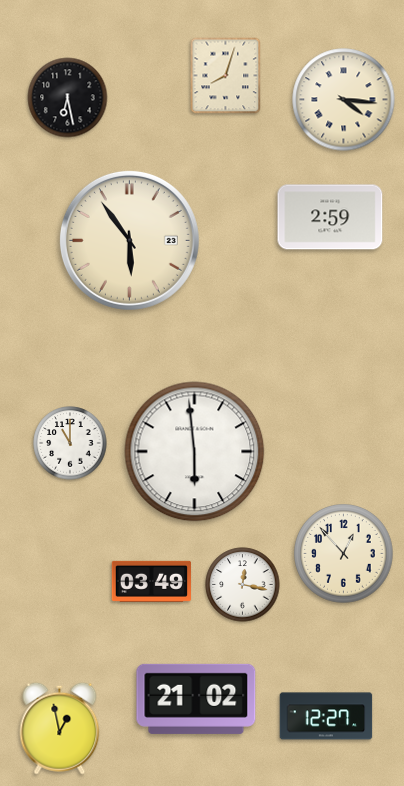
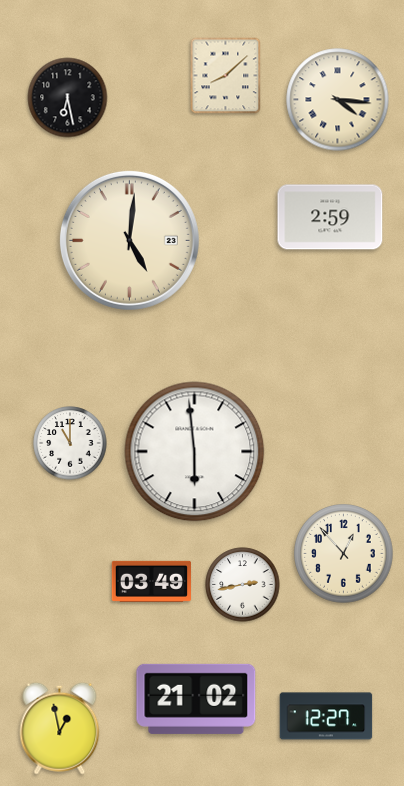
clock at (226, 76): 8:03 -> 8:08
clock at (344, 100) position: (344, 100) -> (338, 100)
clock at (129, 240): 5:54 -> 5:01
clock at (243, 585): 12:17 -> 2:43
